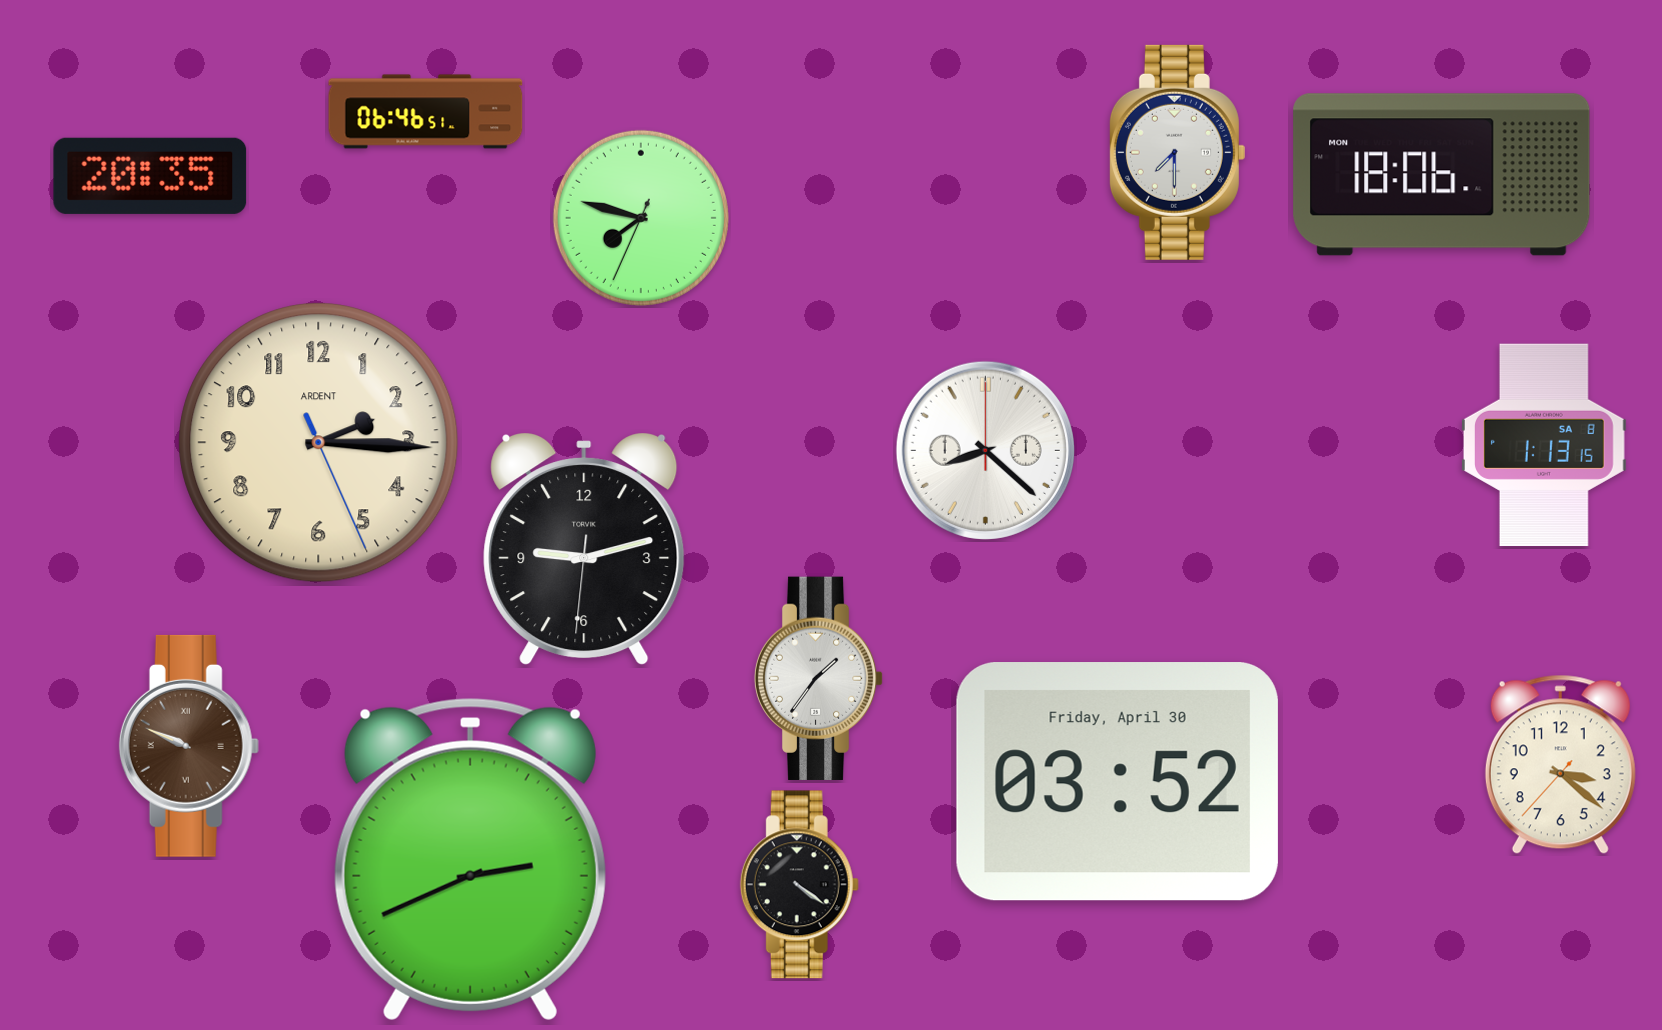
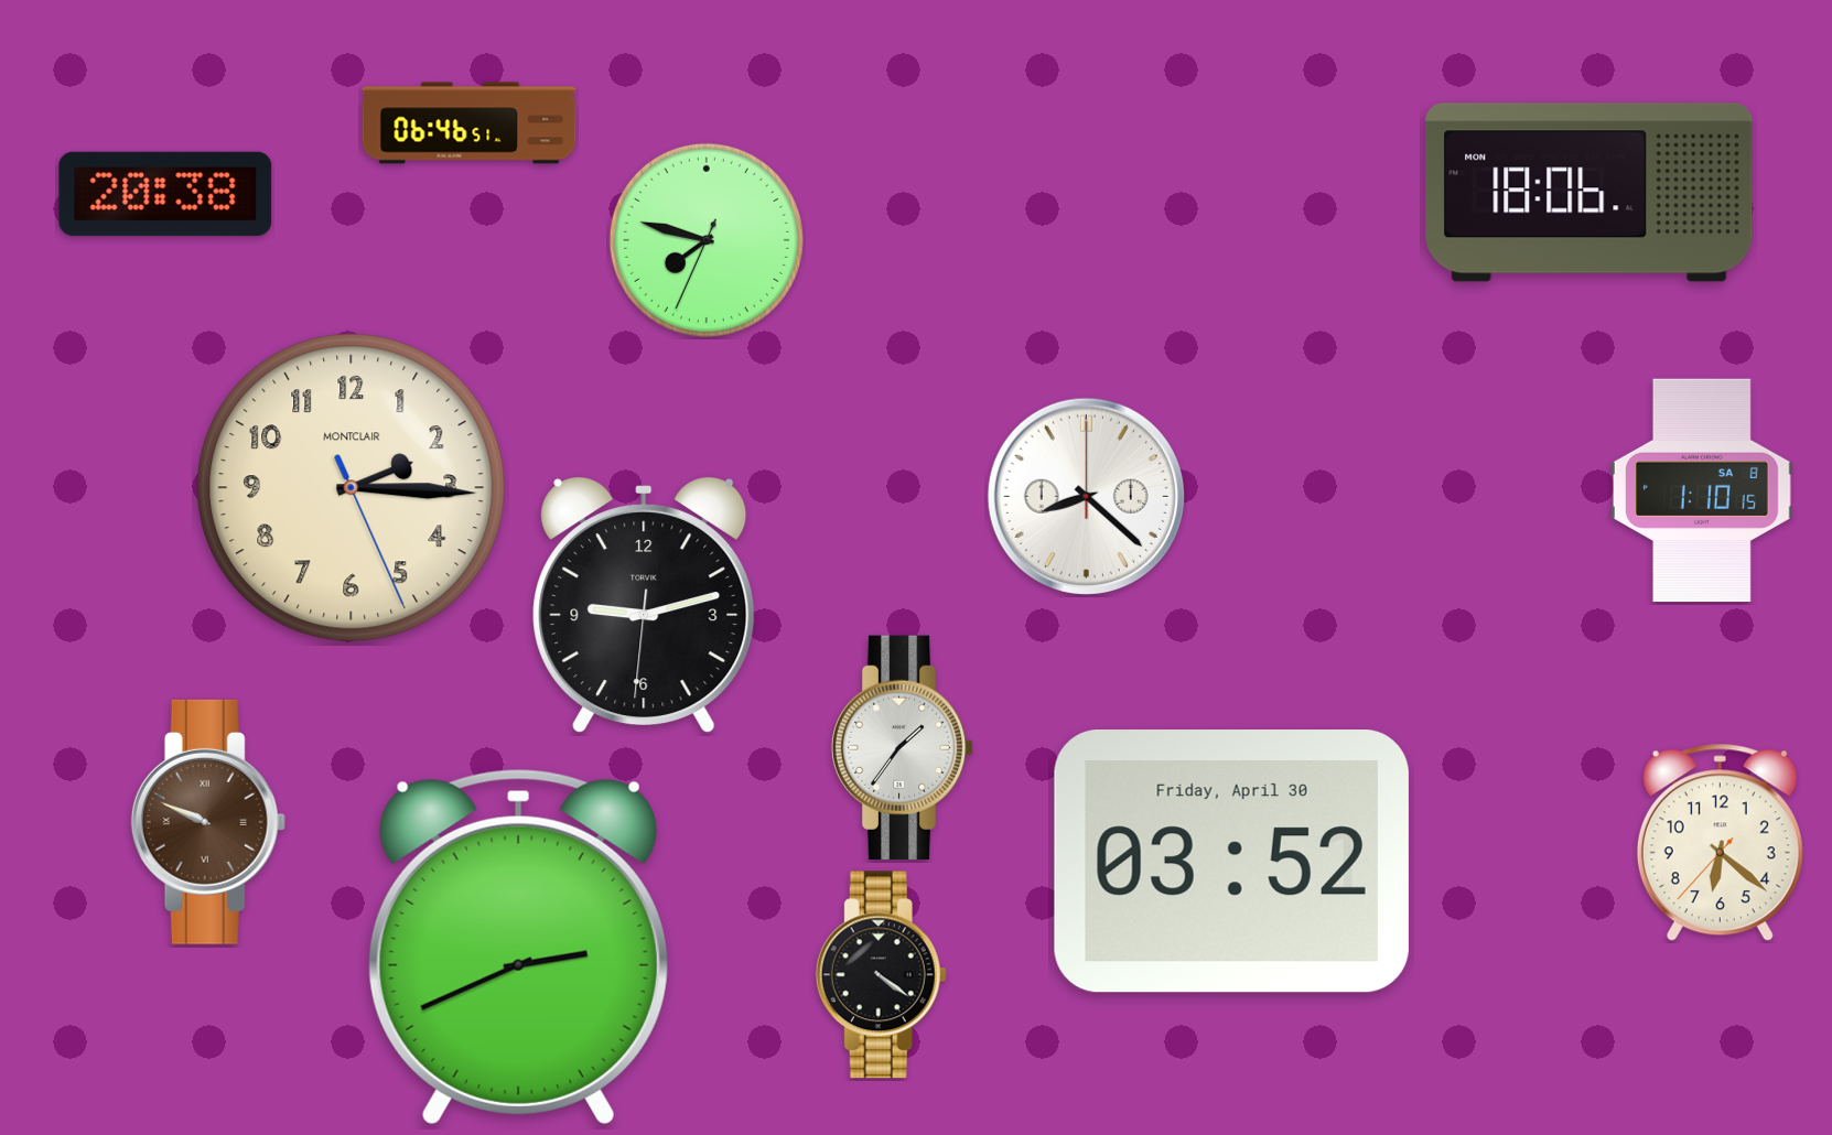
clock at (1177, 152): 7:30 -> none
clock at (150, 176): 20:35 -> 20:38
clock at (319, 443) brand: ARDENT -> MONTCLAIR
clock at (1544, 445): 1:13 -> 1:10
clock at (1560, 765): 3:21 -> 6:21
